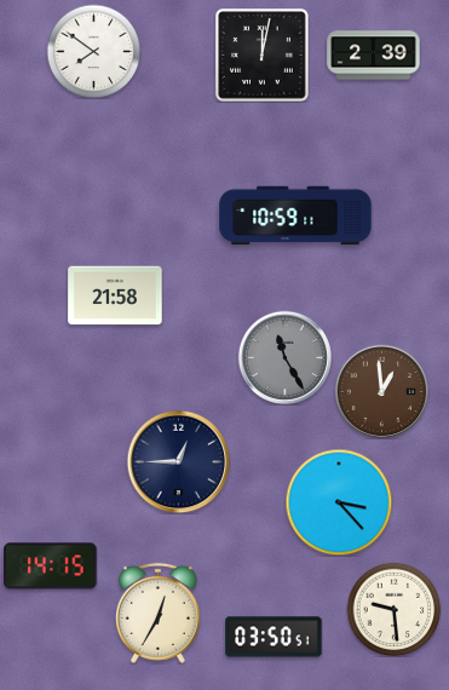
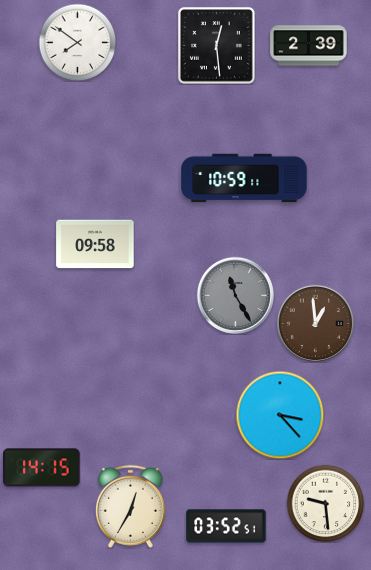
clock at (263, 56): 12:02 -> 12:29
clock at (115, 295): 21:58 -> 09:58
clock at (178, 461): 12:45 -> none
clock at (274, 637): 03:50 -> 03:52
